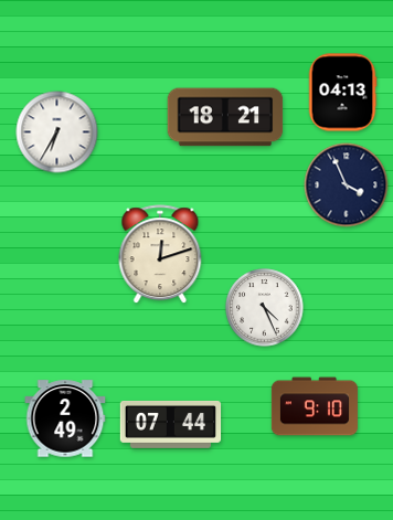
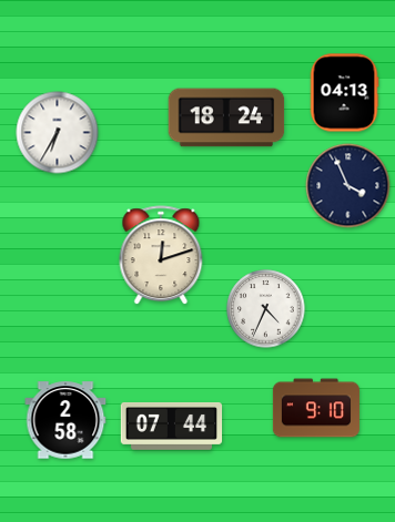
clock at (225, 117): 18:21 -> 18:24
clock at (265, 308): 4:26 -> 4:34
clock at (65, 418): 2:49 -> 2:58
